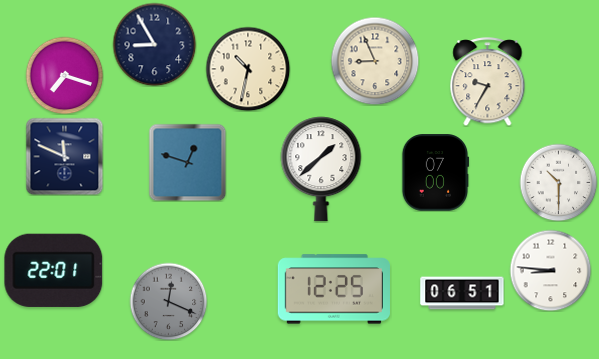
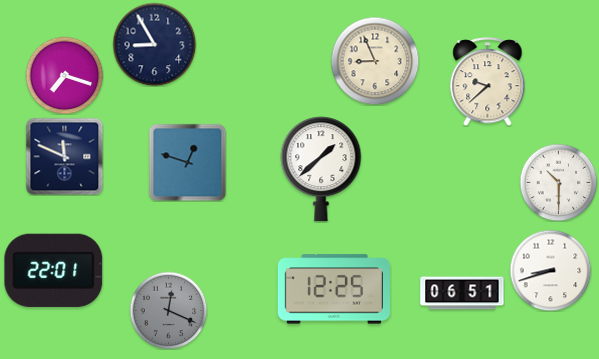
clock at (248, 69): 10:32 -> none
clock at (488, 82): 9:35 -> 9:38
clock at (435, 173): 07:00 -> none
clock at (550, 270): 8:46 -> 8:42
clock at (168, 301) position: (168, 301) -> (168, 310)
